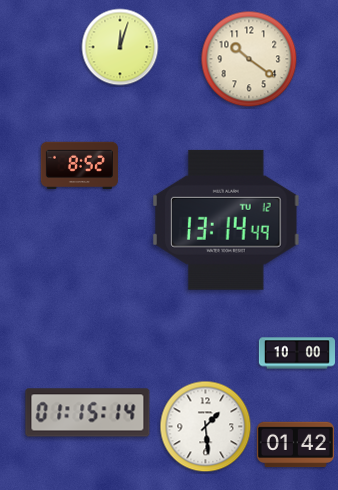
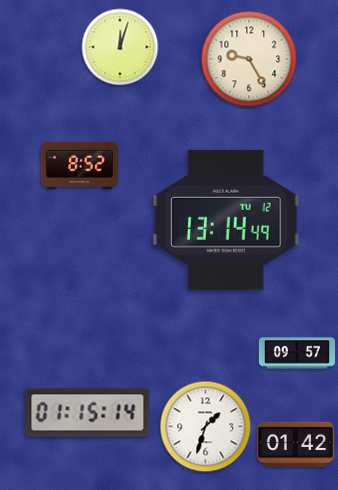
clock at (249, 59): 10:21 -> 9:25
clock at (296, 353): 10:00 -> 09:57
clock at (206, 427): 1:29 -> 1:33
